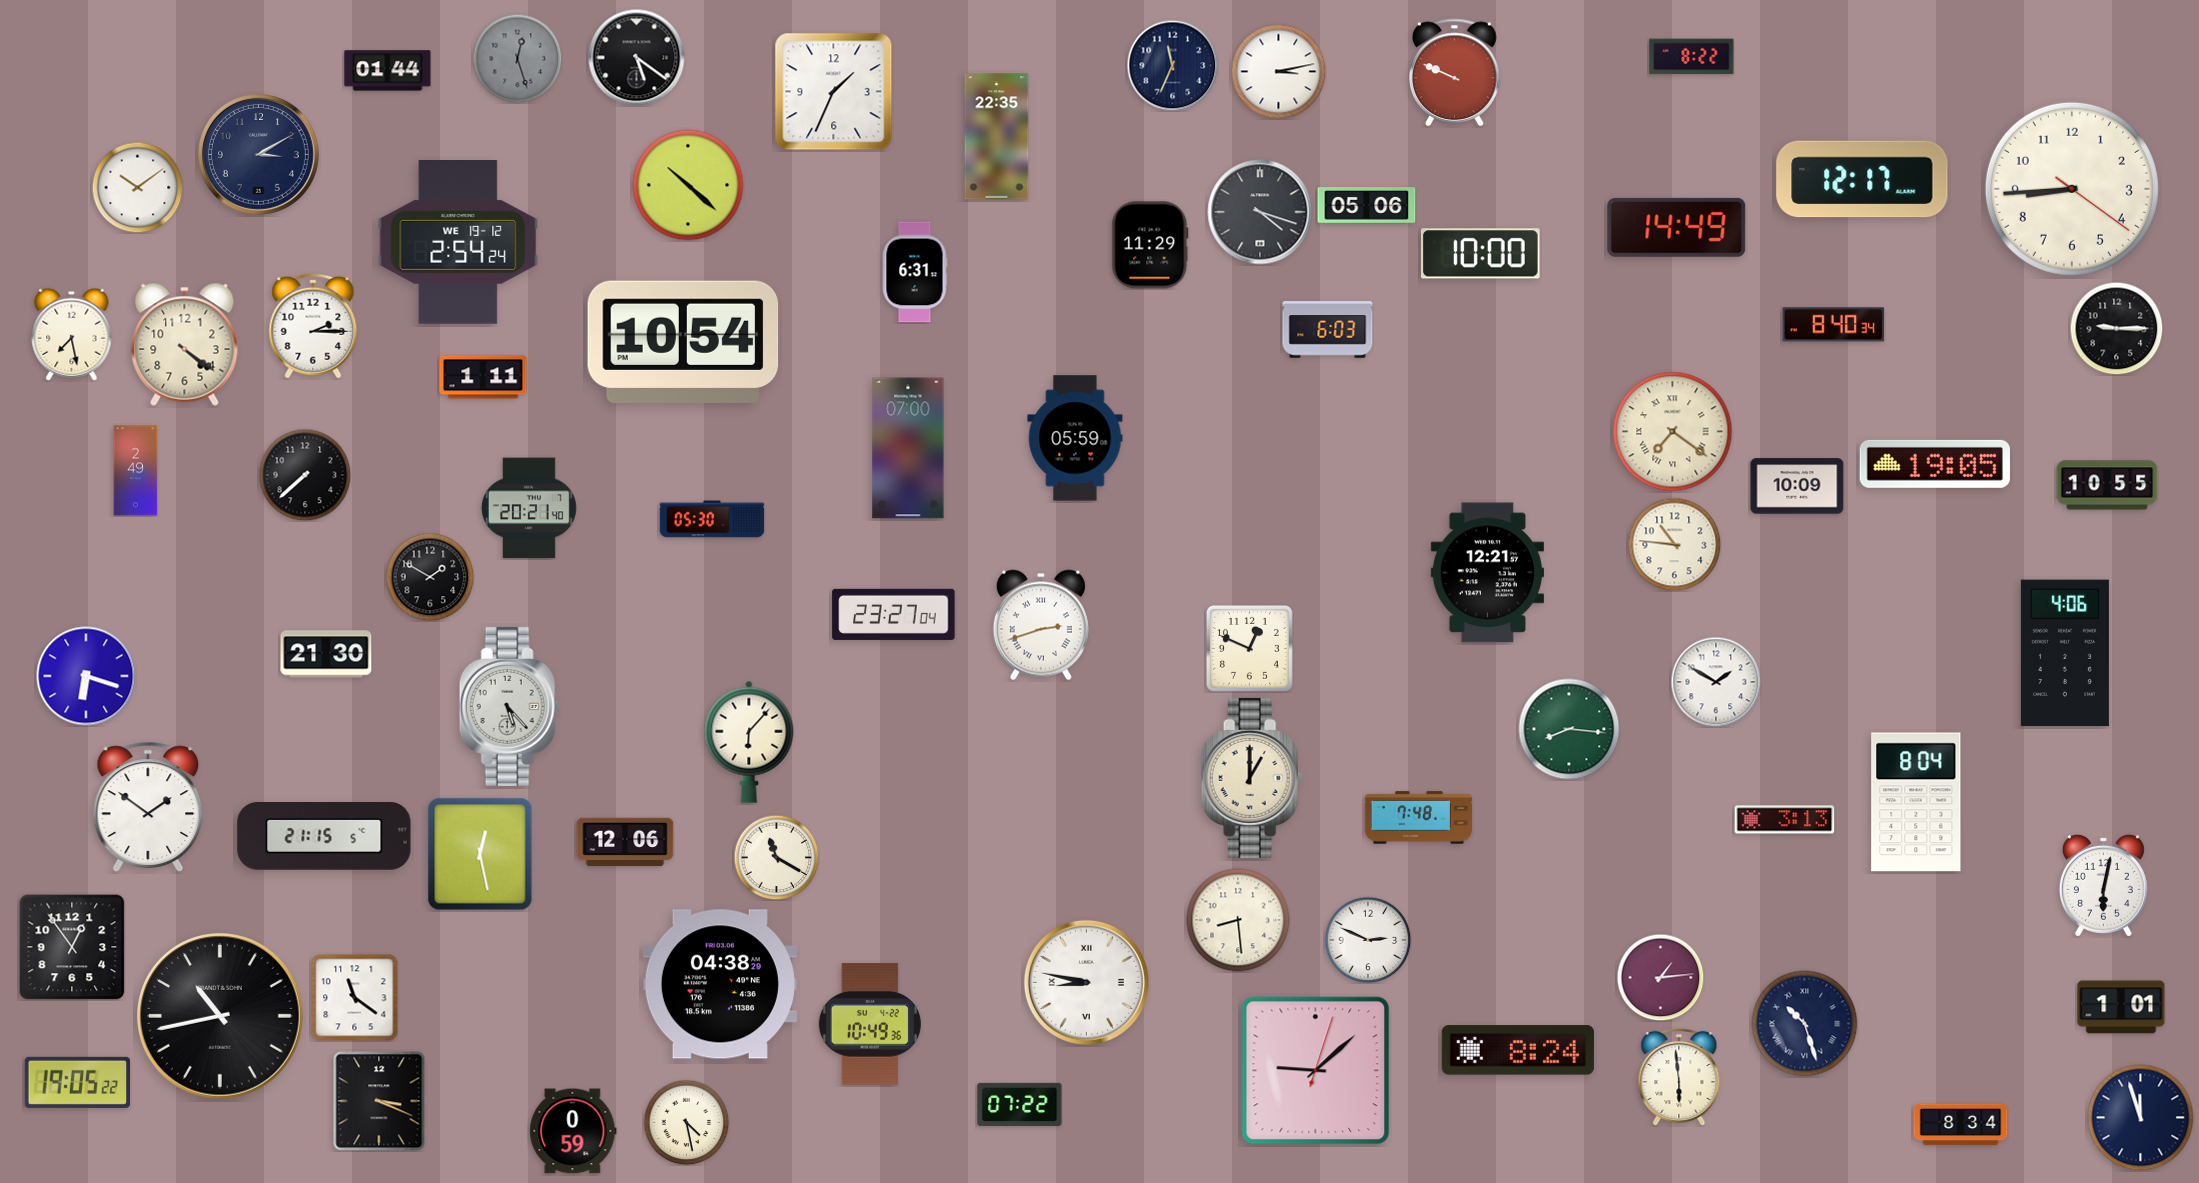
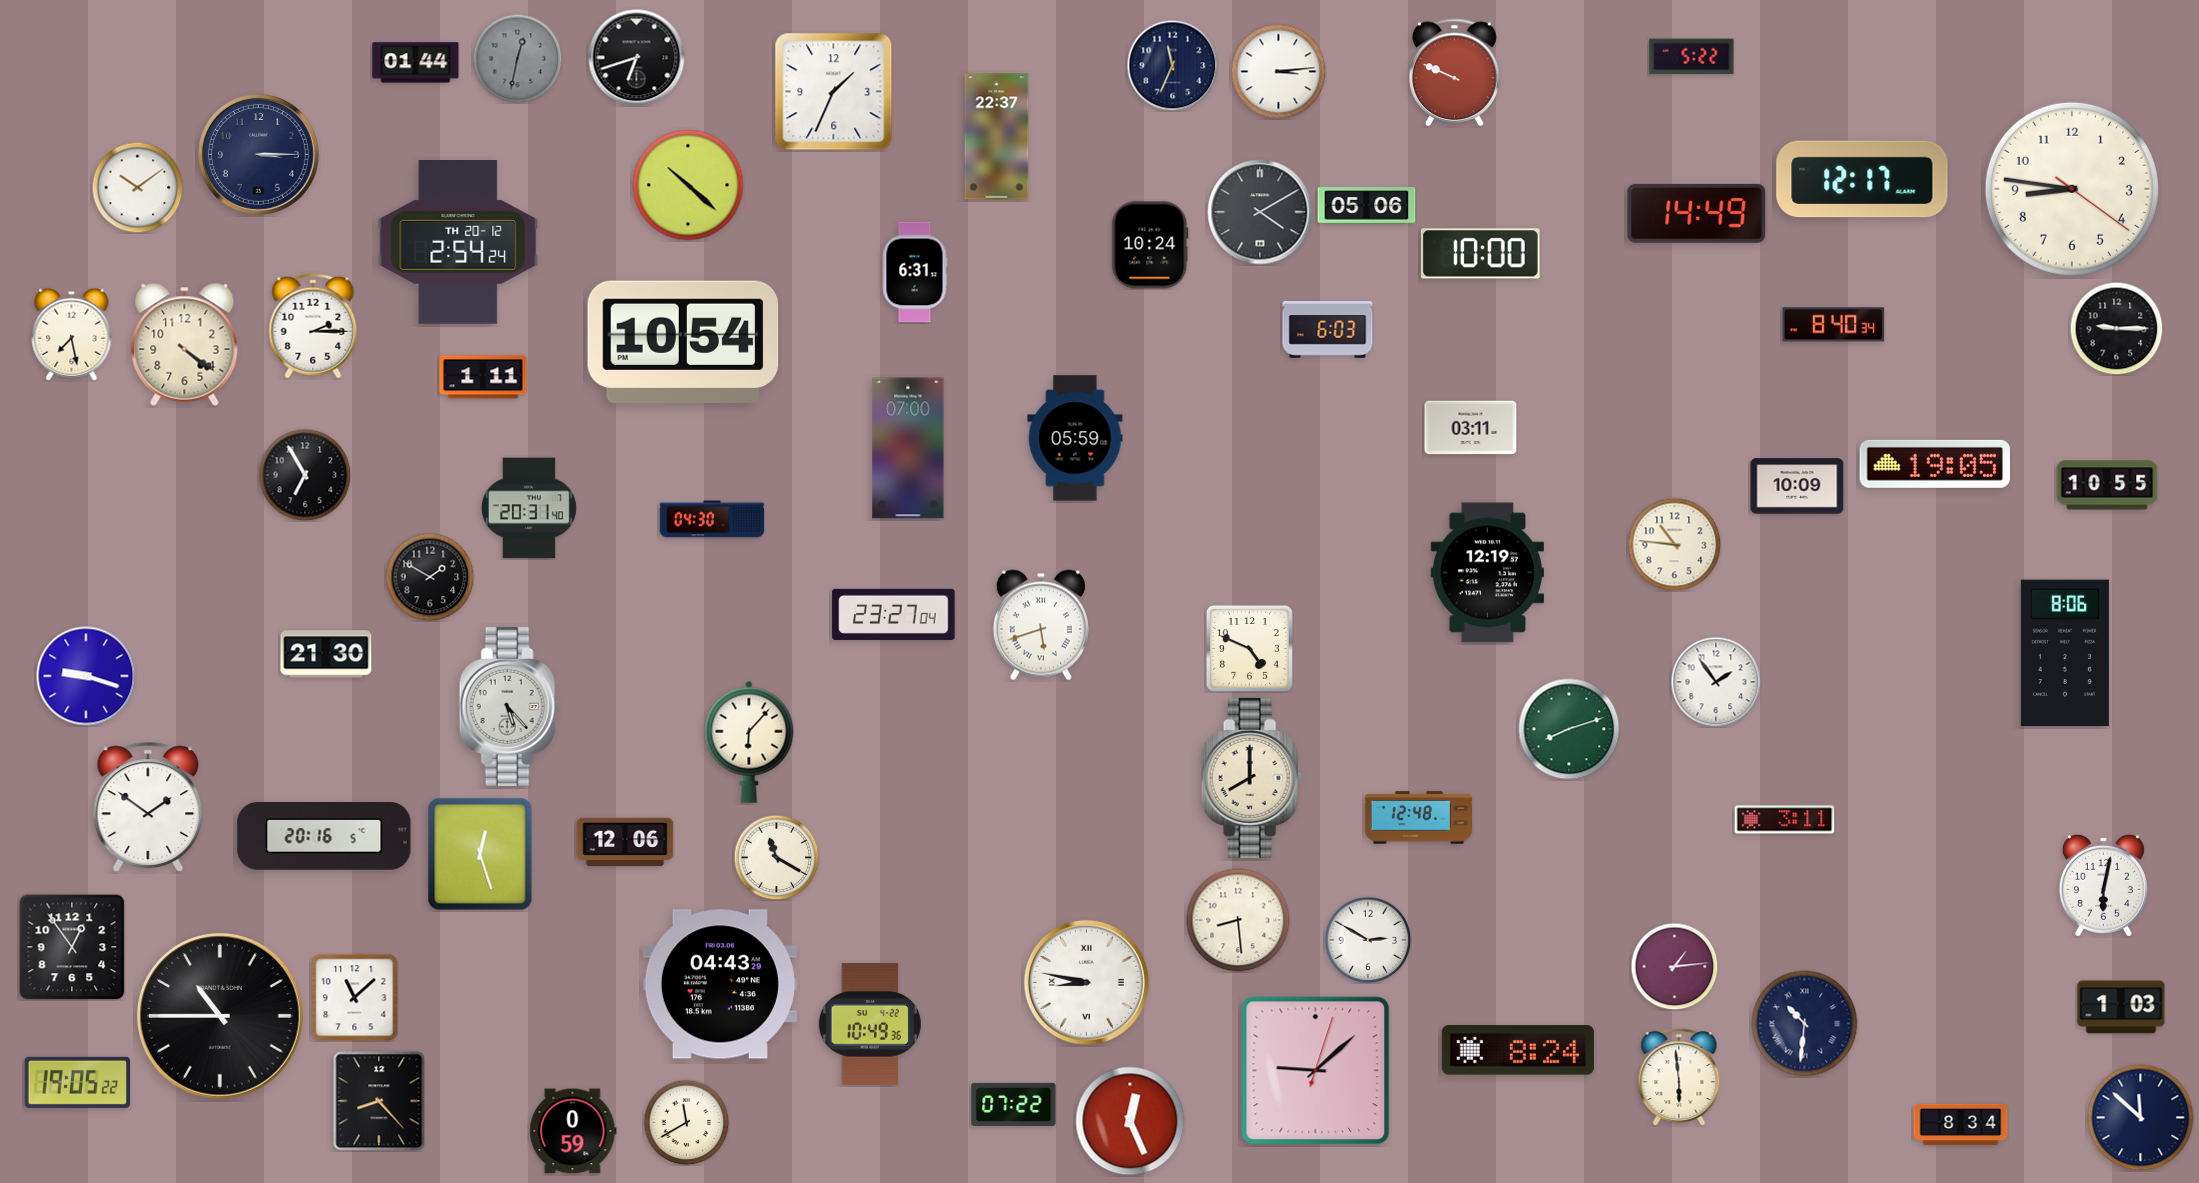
clock at (1692, 57): 8:22 -> 5:22
clock at (517, 58): 12:27 -> 12:32
clock at (637, 58): 5:21 -> 6:42
clock at (388, 71) position: (388, 71) -> (416, 63)
clock at (1278, 71): 3:13 -> 3:14
clock at (997, 137): 22:35 -> 22:37
clock at (258, 154): 3:10 -> 3:15
clock at (2072, 189): 8:44 -> 8:46
clock at (1260, 212): 4:18 -> 4:10
clock at (1677, 227) position: (1677, 227) -> (1697, 213)
clock at (458, 243) date: WE 19-12 -> TH 20-12
clock at (1150, 245): 11:29 -> 10:24
clock at (1471, 428): none -> 03:11
clock at (1673, 432): 7:21 -> none
clock at (136, 471): 2:49 -> none
clock at (305, 475): 7:38 -> 6:55
clock at (529, 508): 20:21 -> 20:31
clock at (712, 519): 05:30 -> 04:30
clock at (1487, 573): 12:21 -> 12:19
clock at (1041, 625): 2:42 -> 5:42
clock at (1249, 648): 12:49 -> 4:49
clock at (2065, 653): 4:06 -> 8:06
clock at (86, 676): 6:18 -> 9:18
clock at (1716, 682): 1:50 -> 1:54
clock at (1569, 729): 8:16 -> 8:12
clock at (1252, 778): 1:00 -> 8:00
clock at (1916, 802): 8:04 -> none
clock at (1418, 818): 7:48 -> 12:48
clock at (1785, 820): 3:13 -> 3:11
clock at (324, 837): 21:15 -> 20:16
clock at (480, 854): 12:28 -> 12:27
clock at (1368, 940): 2:49 -> 2:50
clock at (1660, 977) position: (1660, 977) -> (1674, 966)
clock at (720, 984): 04:38 -> 04:43
clock at (355, 998): 11:21 -> 11:08
clock at (2121, 1007): 1:01 -> 1:03
clock at (221, 1017): 10:43 -> 10:45
clock at (1805, 1024): 10:27 -> 10:31
clock at (379, 1101): 3:19 -> 8:23
clock at (1020, 1104) position: (1020, 1104) -> (1014, 1104)
clock at (2141, 1118): 11:57 -> 11:52
clock at (1130, 1121): none -> 12:26
clock at (686, 1122): 4:28 -> 11:40
